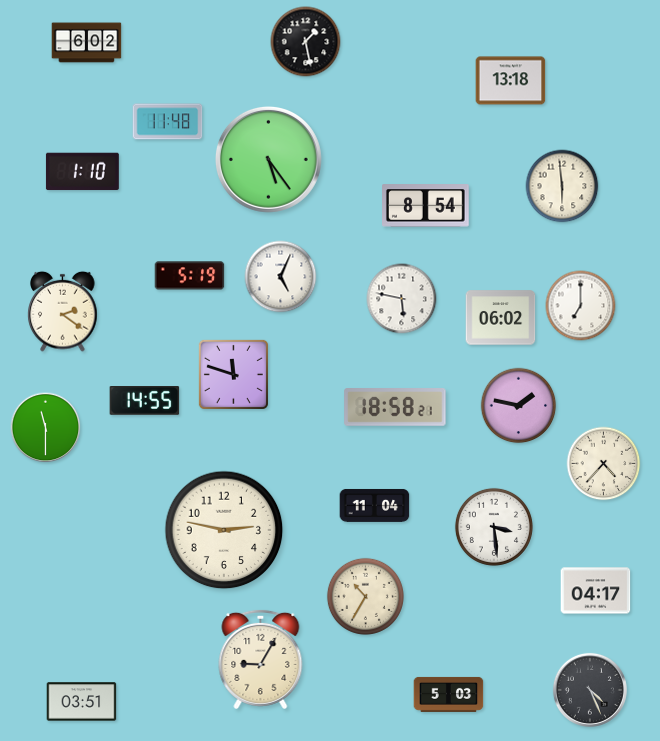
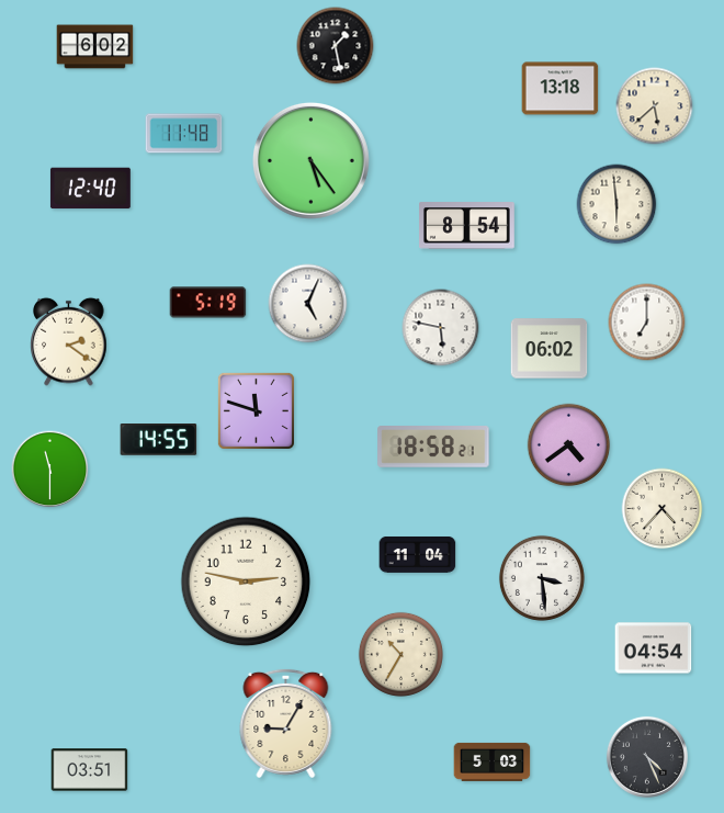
clock at (655, 106): none -> 5:38
clock at (268, 159) position: (268, 159) -> (310, 160)
clock at (82, 172): 1:10 -> 12:40
clock at (581, 306) position: (581, 306) -> (647, 323)
clock at (519, 406): 1:47 -> 4:39
clock at (375, 505) position: (375, 505) -> (418, 554)
clock at (596, 591): 04:17 -> 04:54
